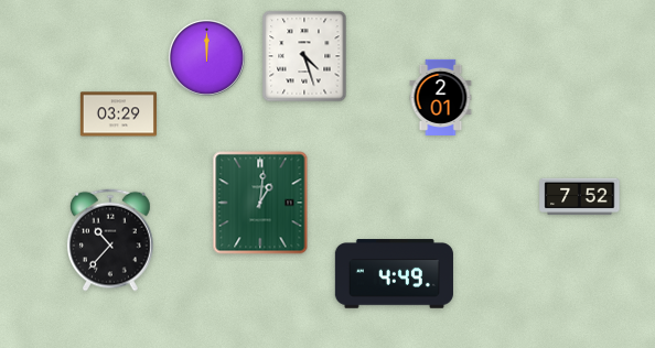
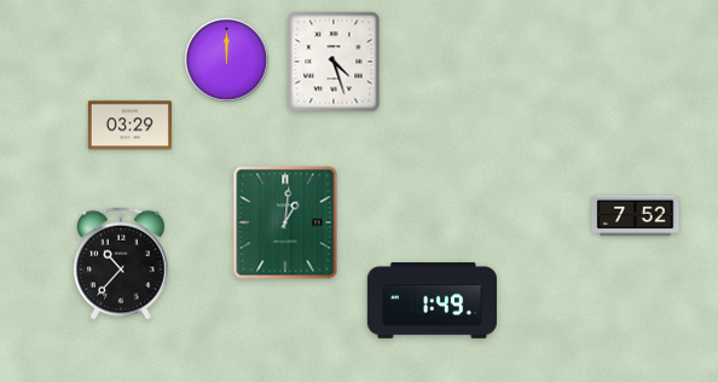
clock at (206, 57) position: (206, 57) -> (226, 59)
clock at (441, 97): 2:01 -> none
clock at (394, 274): 4:49 -> 1:49
